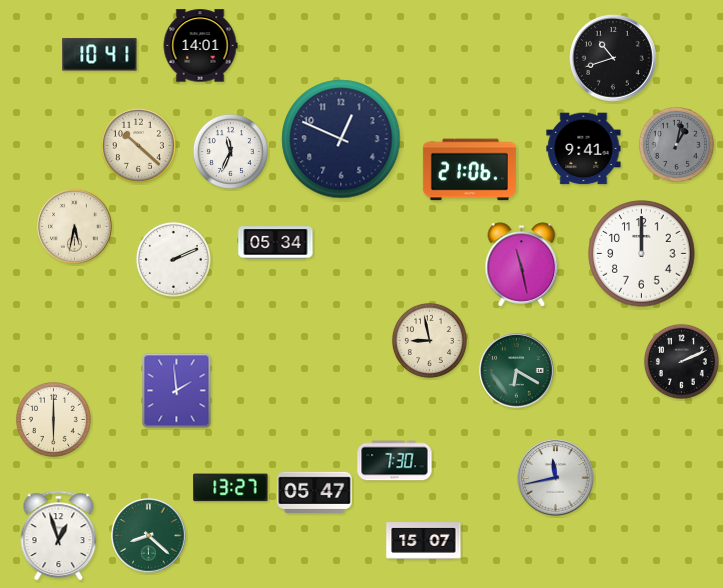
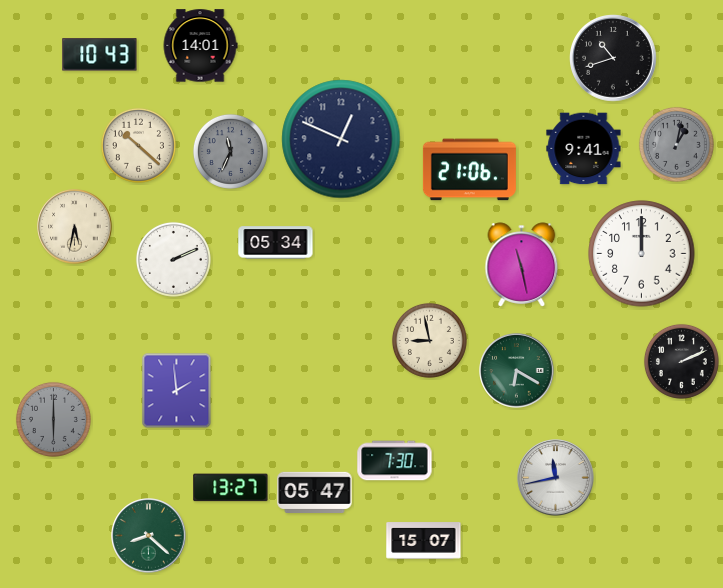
clock at (100, 55): 10:41 -> 10:43
clock at (230, 151) dial: white -> grey
clock at (53, 419) dial: cream -> grey
clock at (59, 536): 12:57 -> none
